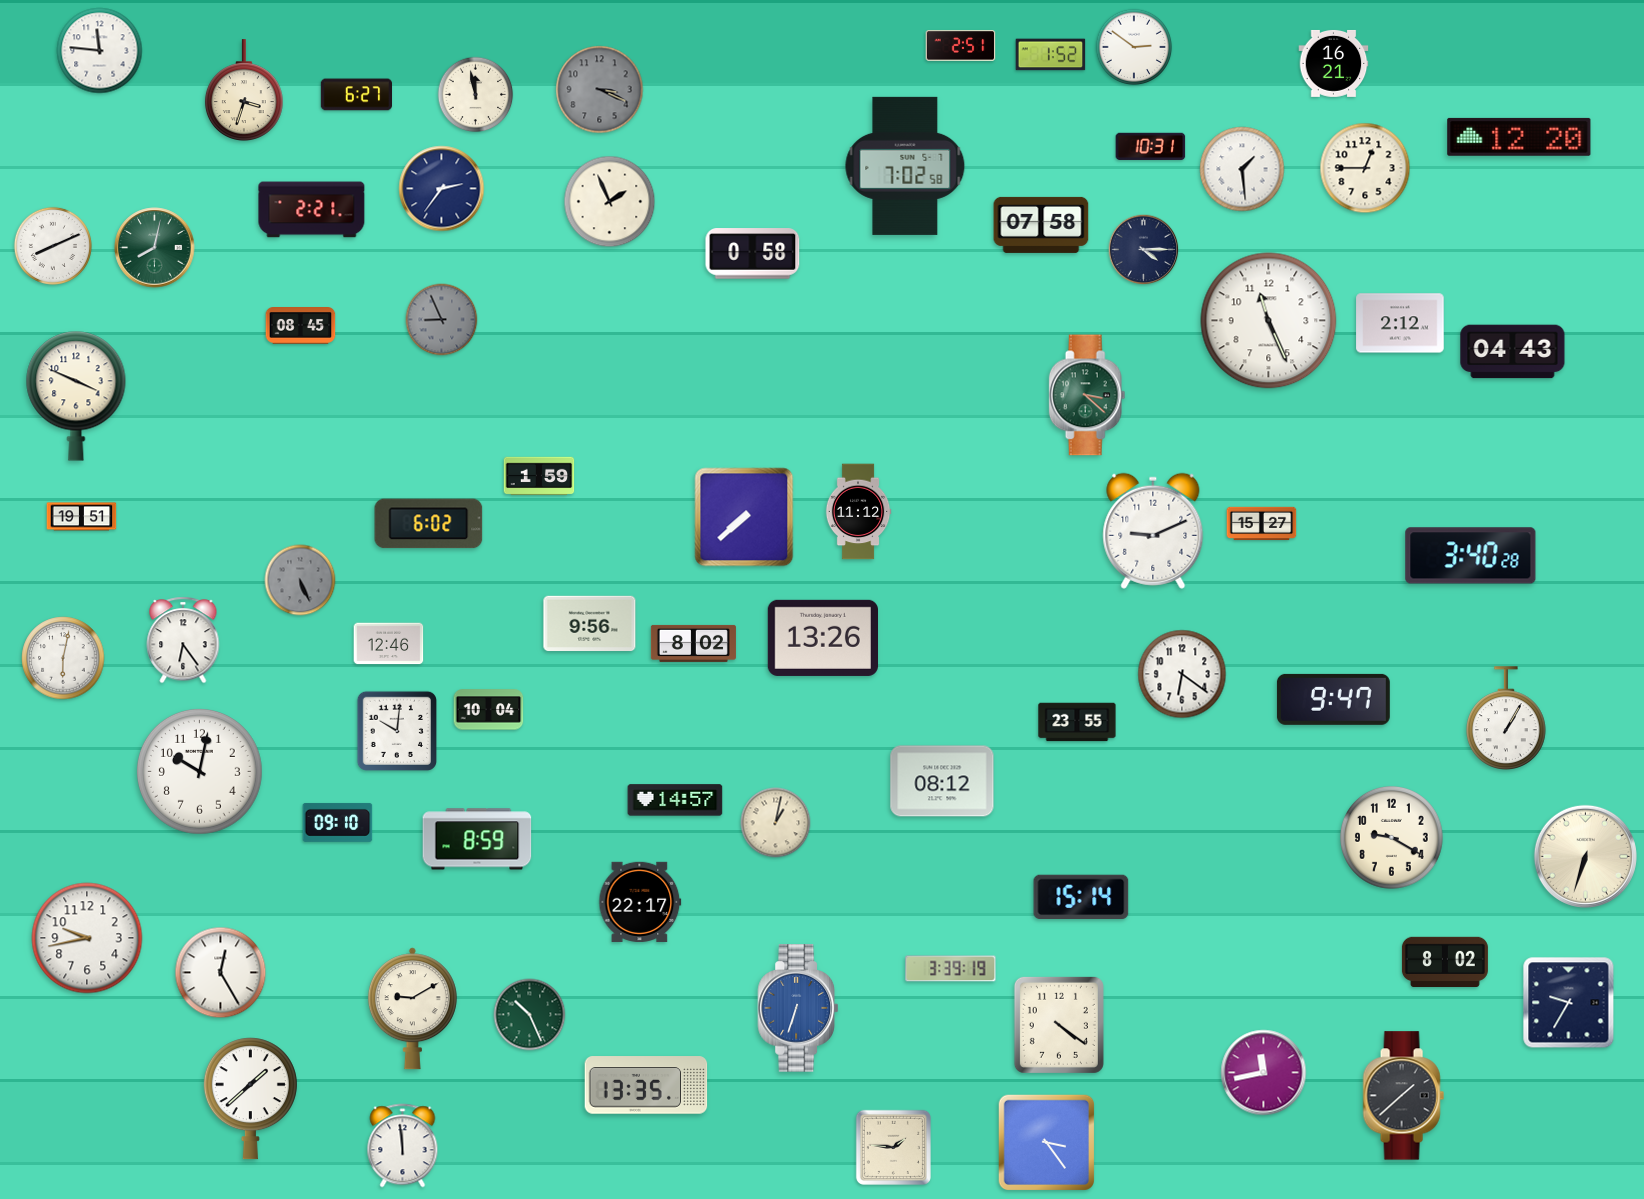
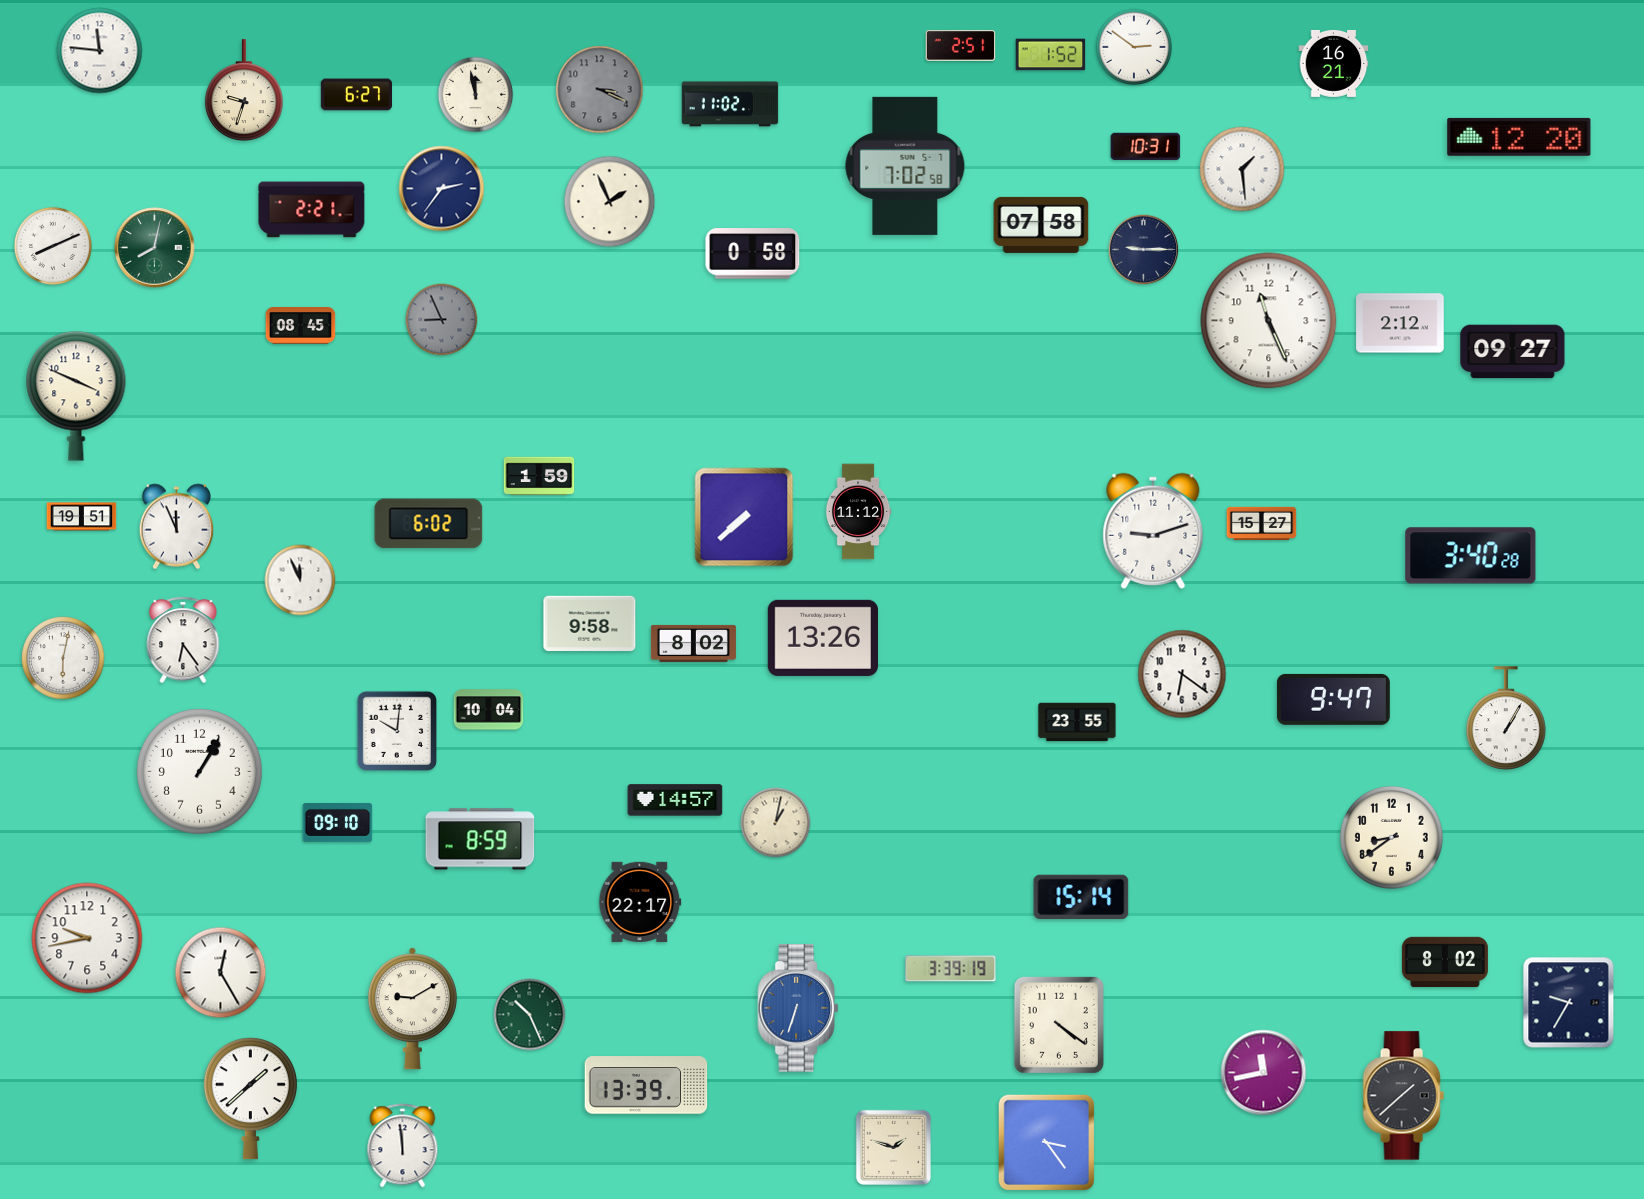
clock at (244, 90): 3:33 -> 9:33
clock at (730, 104): none -> 11:02
clock at (1151, 146) position: (1151, 146) -> (1146, 146)
clock at (1365, 168): 12:45 -> none
clock at (1144, 250): 4:15 -> 9:15
clock at (1513, 352): 04:43 -> 09:27
clock at (1087, 395): 3:22 -> none
clock at (177, 527): none -> 11:56
clock at (1153, 531): 9:11 -> 9:12
clock at (300, 580): 5:26 -> 11:56
clock at (300, 580) dial: grey -> white
clock at (590, 624): 9:56 -> 9:58
clock at (389, 644): 12:46 -> none
clock at (199, 771): 10:02 -> 1:05
clock at (942, 781): 08:12 -> none
clock at (1392, 838): 9:20 -> 8:39
clock at (477, 839) position: (477, 839) -> (480, 839)
clock at (1585, 856): 6:33 -> none
clock at (646, 1085): 13:35 -> 13:39
clock at (893, 1147): 1:46 -> 1:48
